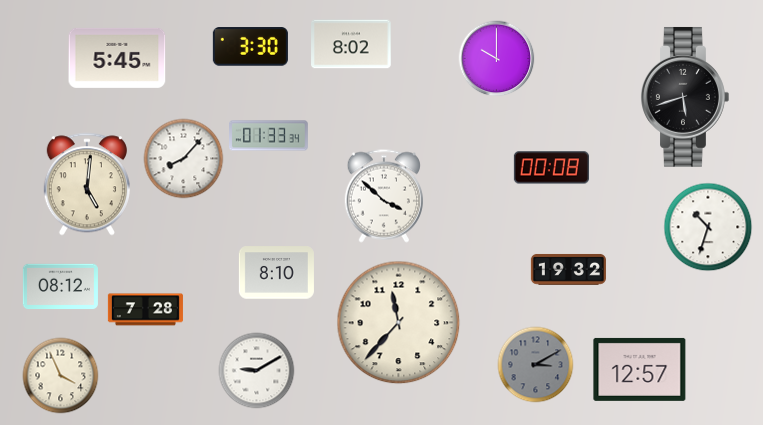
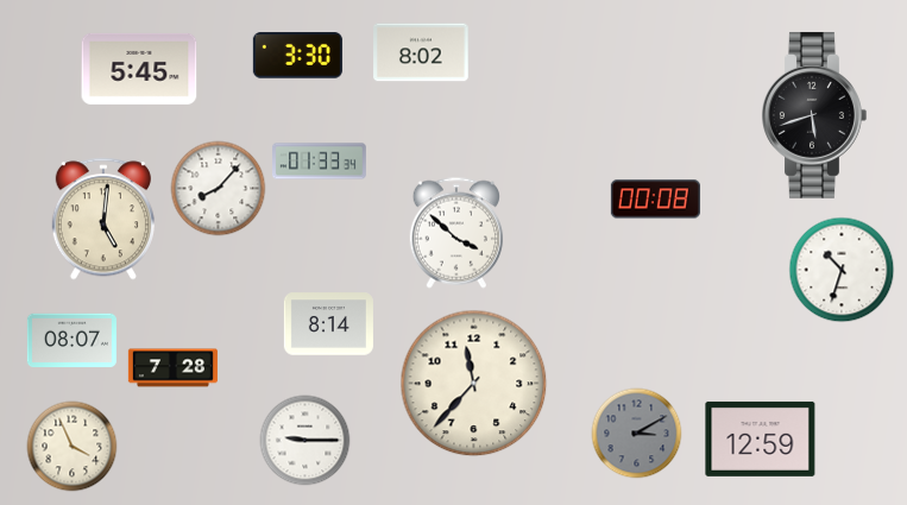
clock at (351, 44) position: (351, 44) -> (421, 52)
clock at (497, 59): 10:00 -> none
clock at (568, 269): 19:32 -> none
clock at (276, 273): 8:10 -> 8:14
clock at (60, 287): 08:12 -> 08:07
clock at (640, 369): 12:57 -> 12:59
clock at (257, 371): 9:10 -> 9:15
